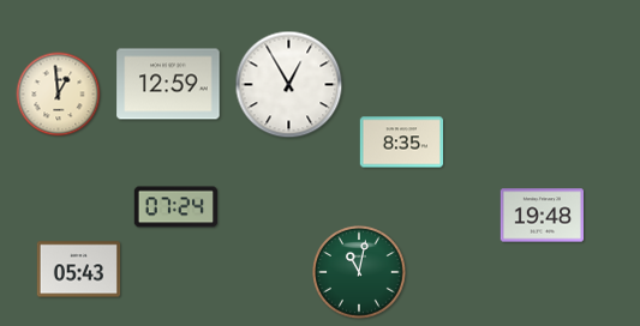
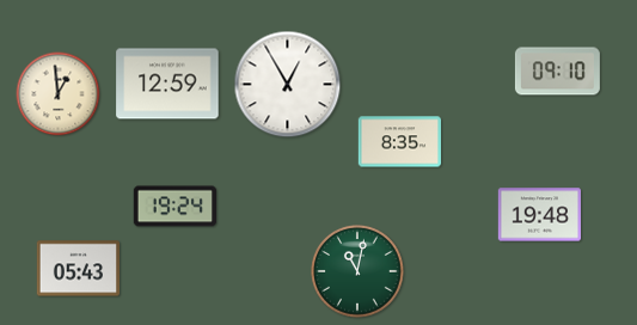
clock at (557, 72): none -> 09:10
clock at (177, 207): 07:24 -> 19:24
